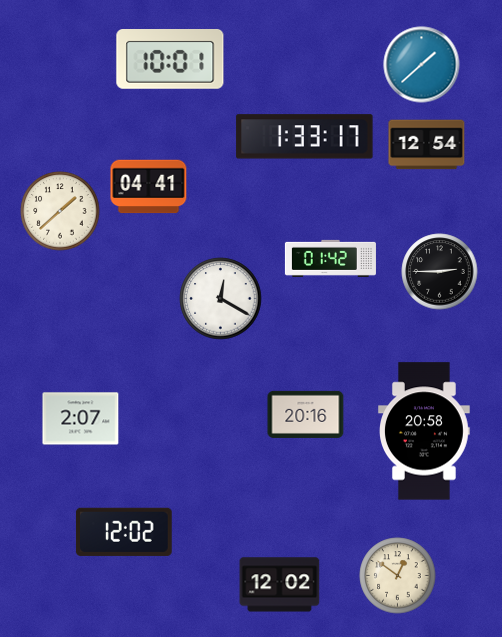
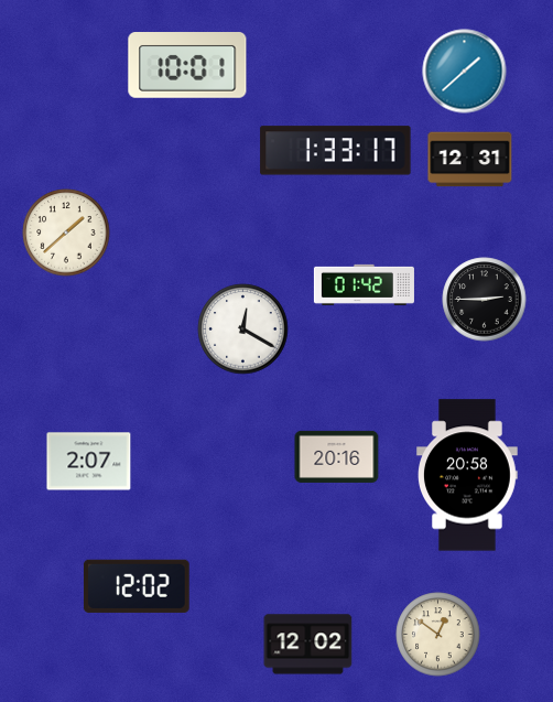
clock at (427, 145): 12:54 -> 12:31
clock at (149, 187): 04:41 -> none
